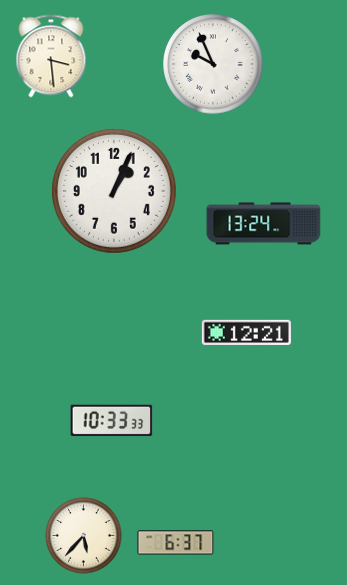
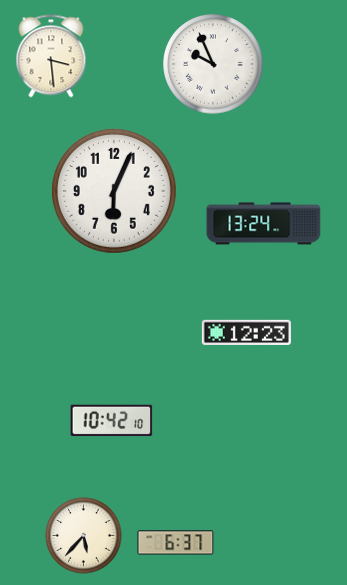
clock at (114, 191): 1:04 -> 6:04
clock at (246, 332): 12:21 -> 12:23
clock at (112, 421): 10:33 -> 10:42
